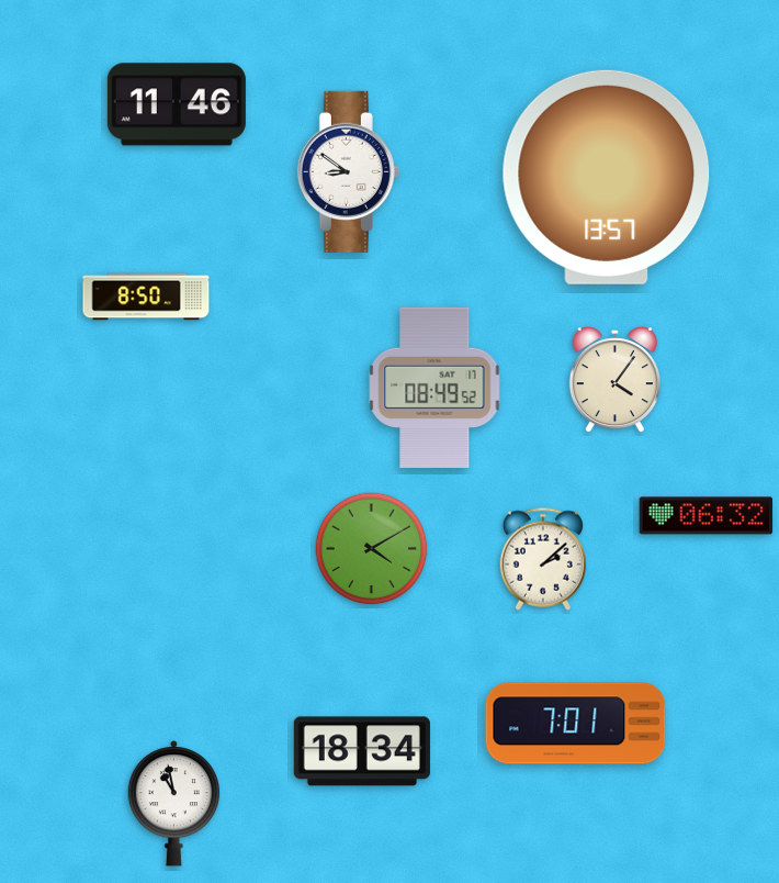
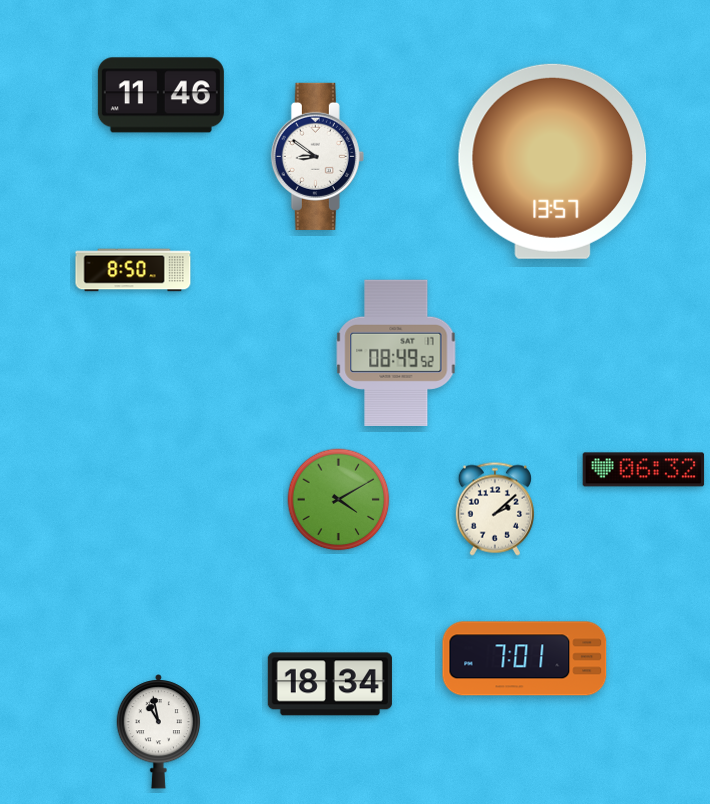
clock at (614, 381): 4:06 -> none
